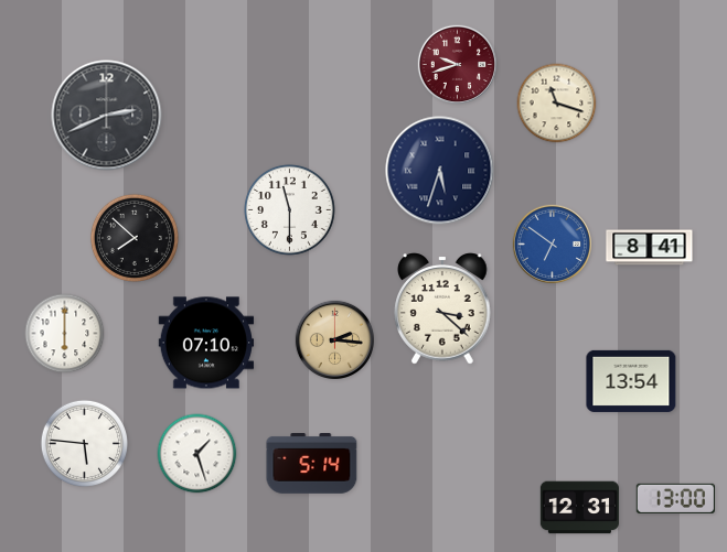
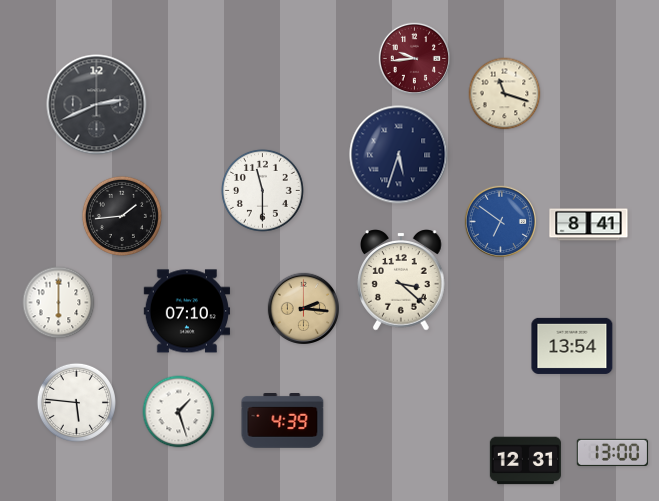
clock at (457, 64): 9:42 -> 9:44
clock at (135, 238): 7:52 -> 1:44
clock at (312, 464): 5:14 -> 4:39
